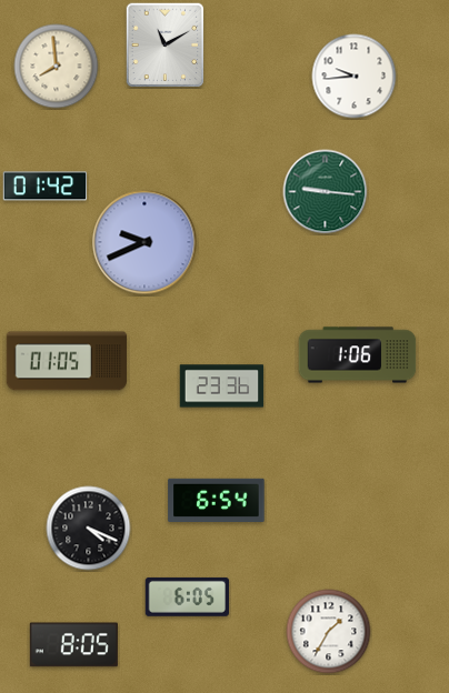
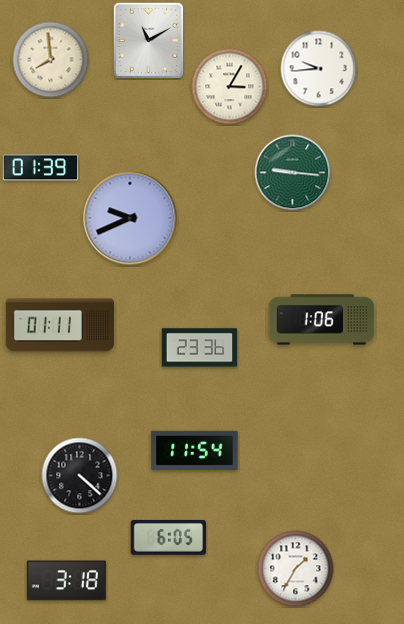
clock at (230, 87): none -> 3:05
clock at (46, 187): 01:42 -> 01:39
clock at (66, 361): 01:05 -> 01:11
clock at (217, 500): 6:54 -> 11:54
clock at (89, 529): 4:19 -> 4:22
clock at (73, 645): 8:05 -> 3:18
